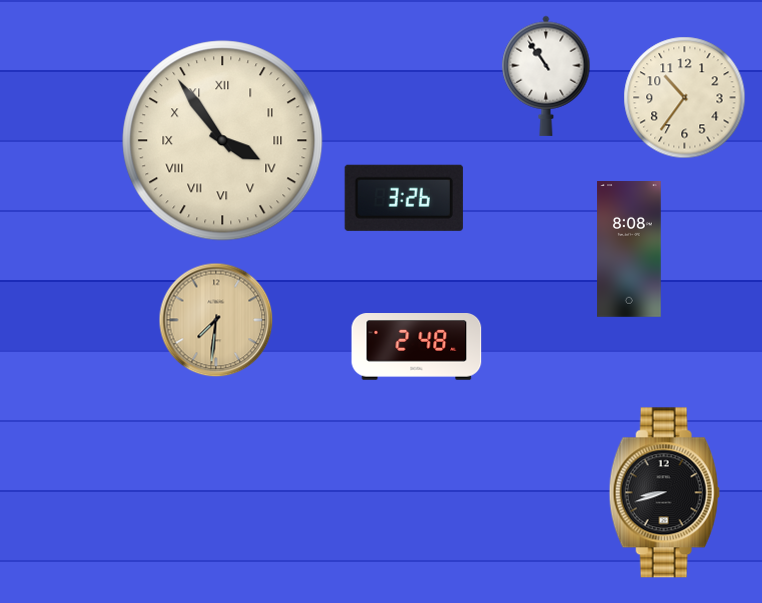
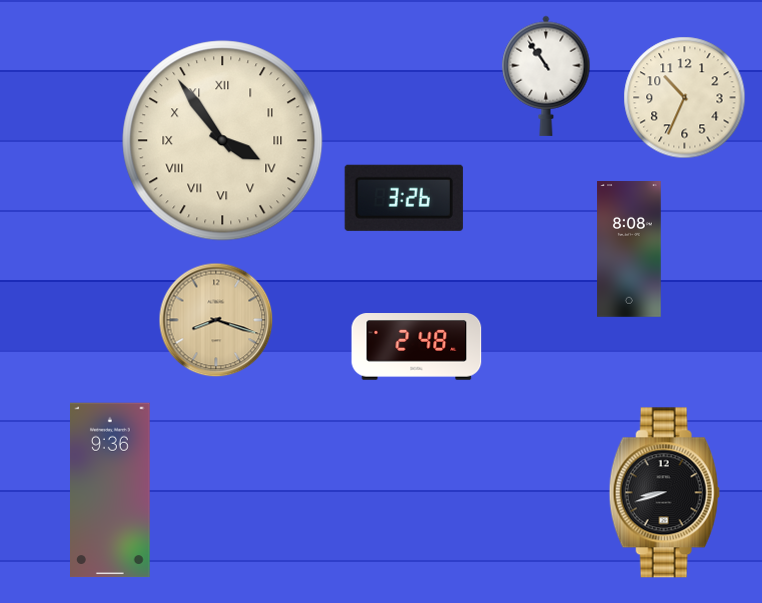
clock at (685, 98): 10:36 -> 10:34
clock at (216, 320): 7:31 -> 8:18
clock at (111, 490): none -> 9:36
